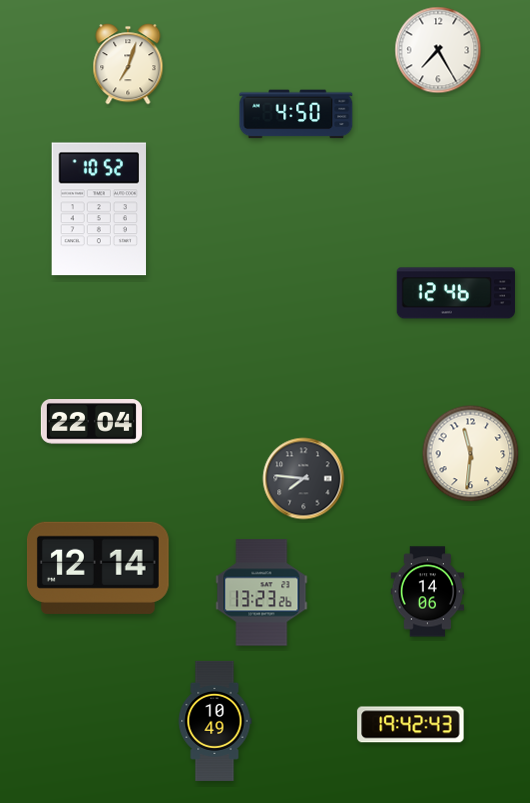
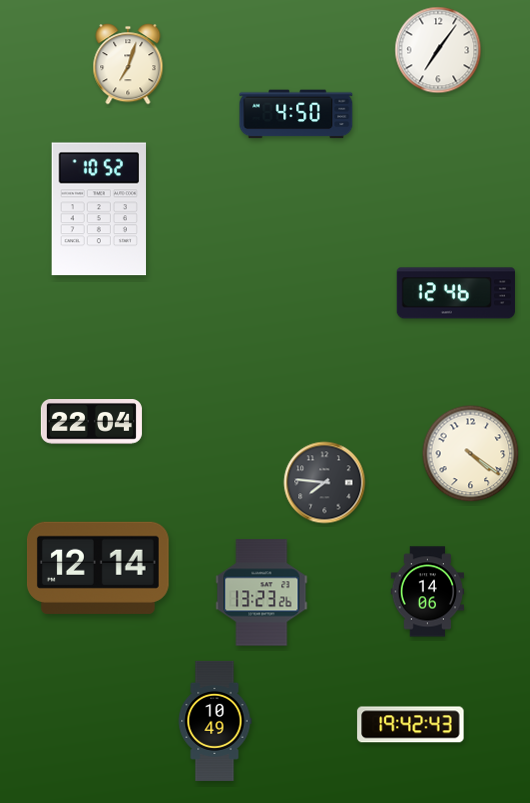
clock at (438, 50): 7:25 -> 7:06
clock at (471, 454): 11:31 -> 4:21
clock at (304, 479) position: (304, 479) -> (325, 483)
